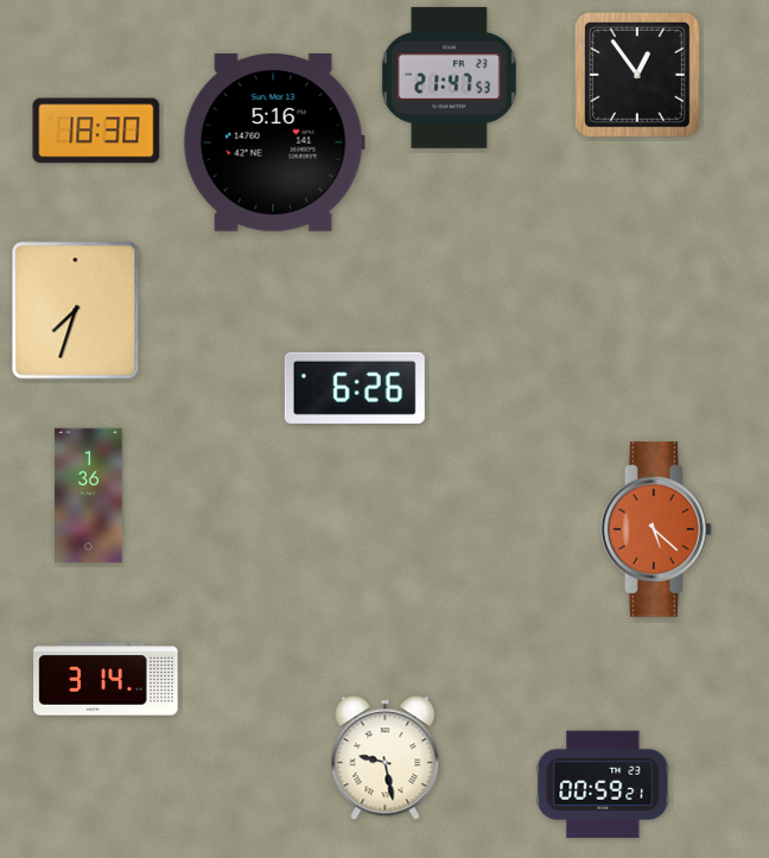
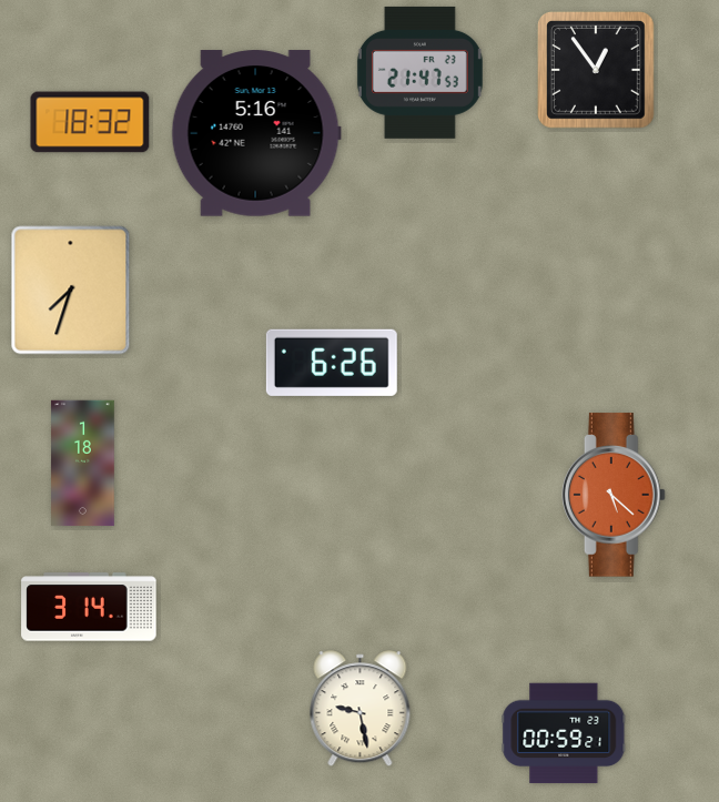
clock at (96, 131): 18:30 -> 18:32
clock at (89, 496): 1:36 -> 1:18
clock at (106, 679) position: (106, 679) -> (89, 607)
